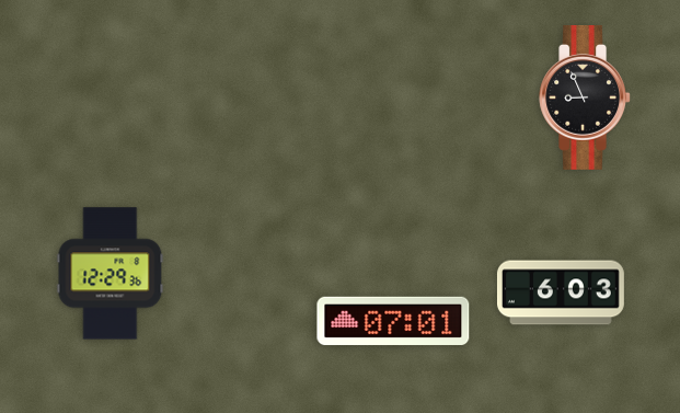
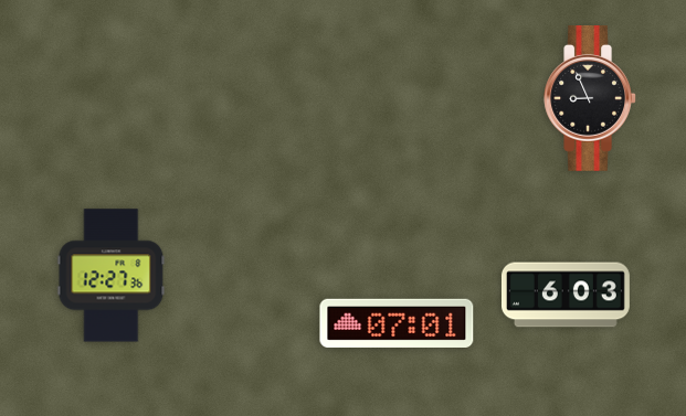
clock at (111, 274): 12:29 -> 12:27
